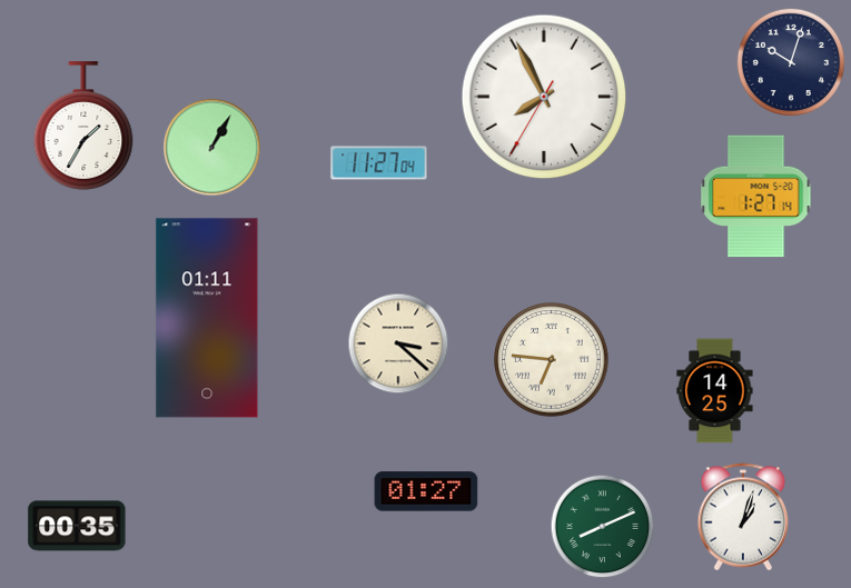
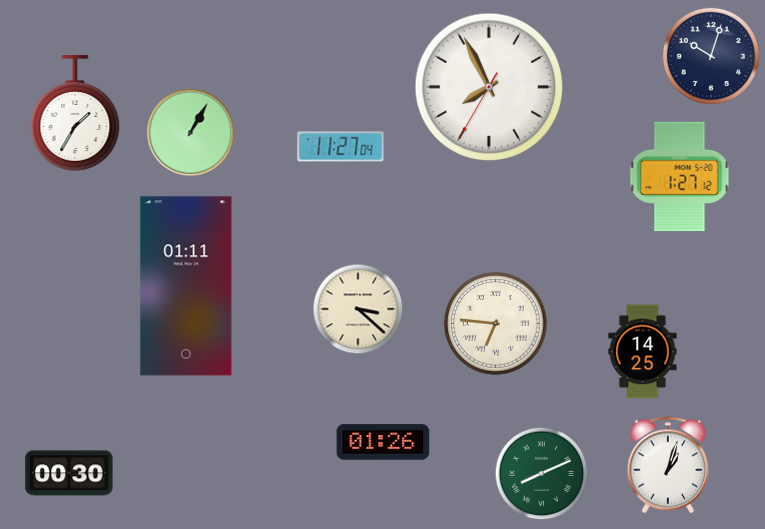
clock at (756, 197): 1:27:14 -> 1:27:12
clock at (426, 491): 01:27 -> 01:26
clock at (77, 526): 00:35 -> 00:30
